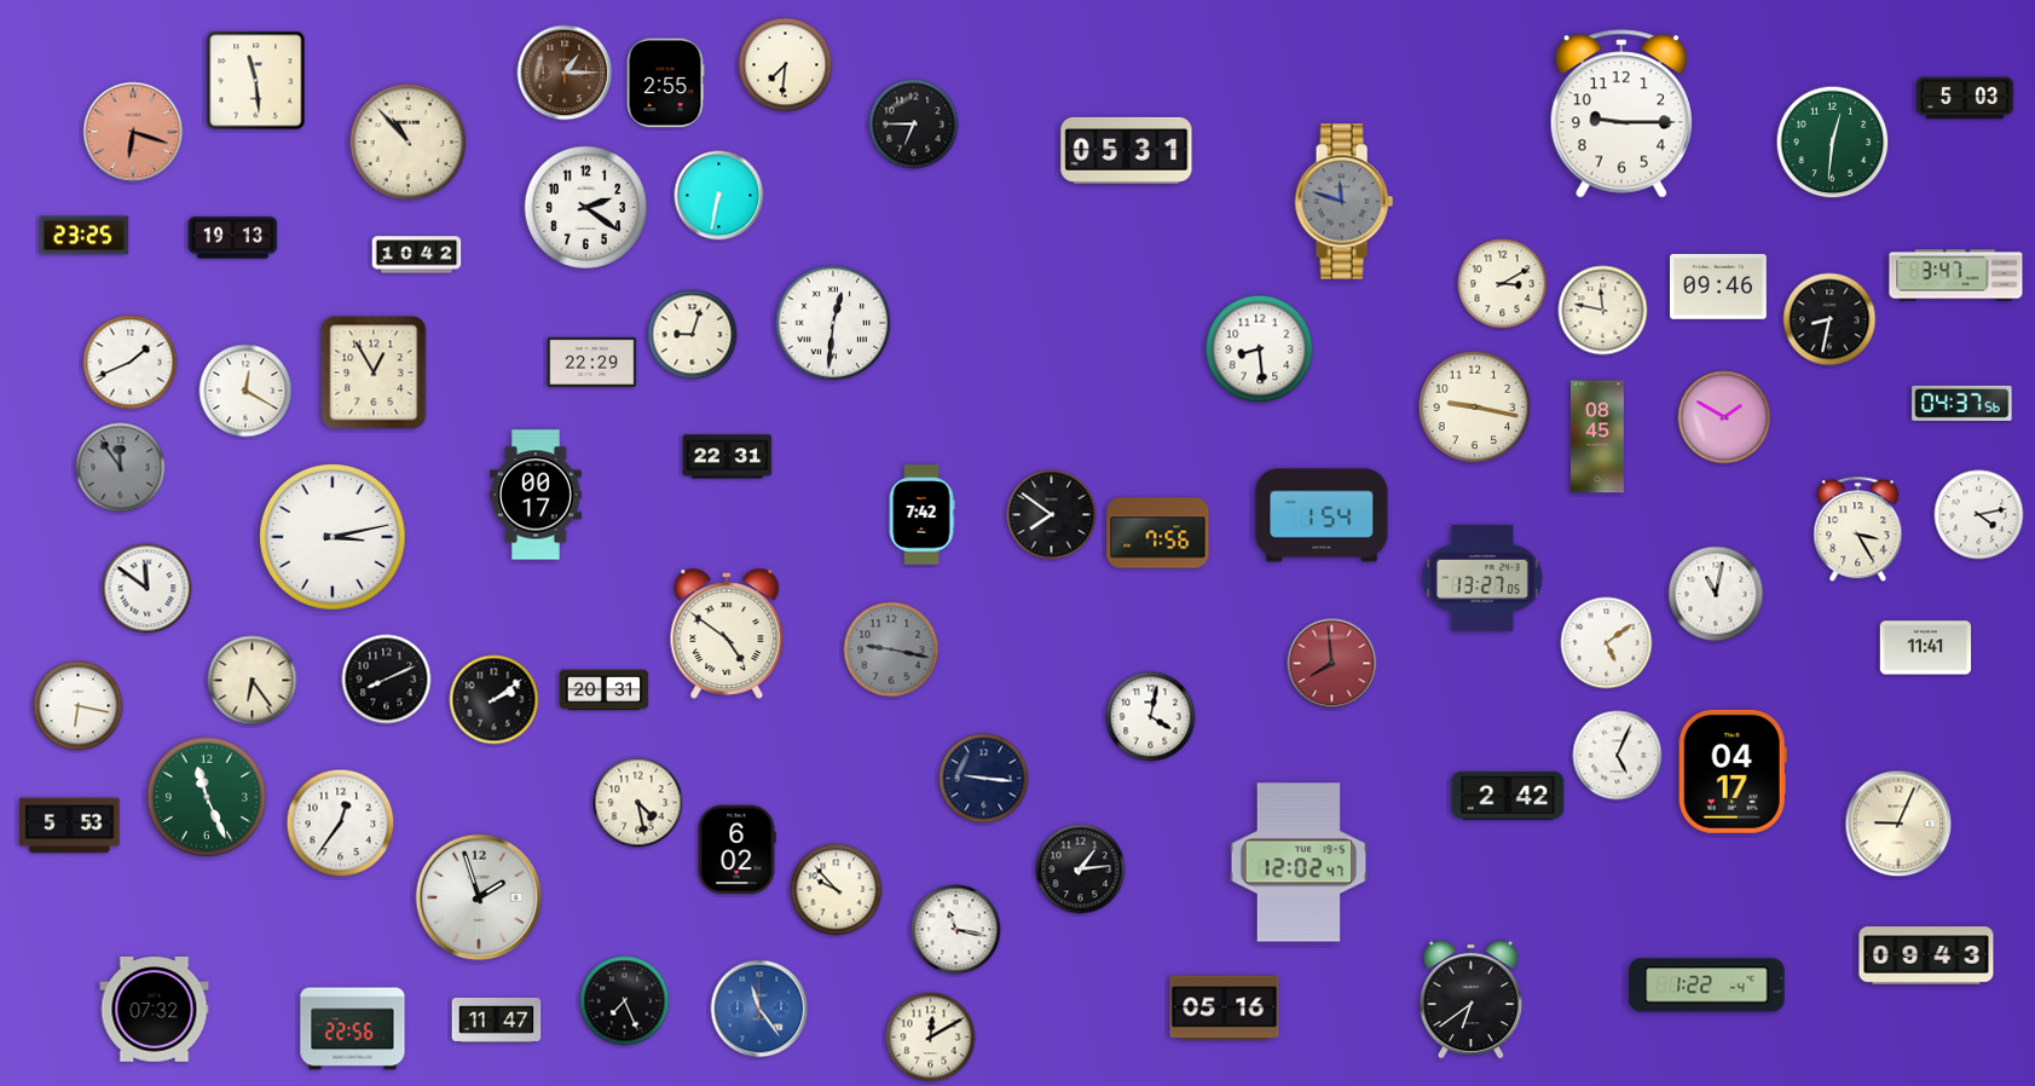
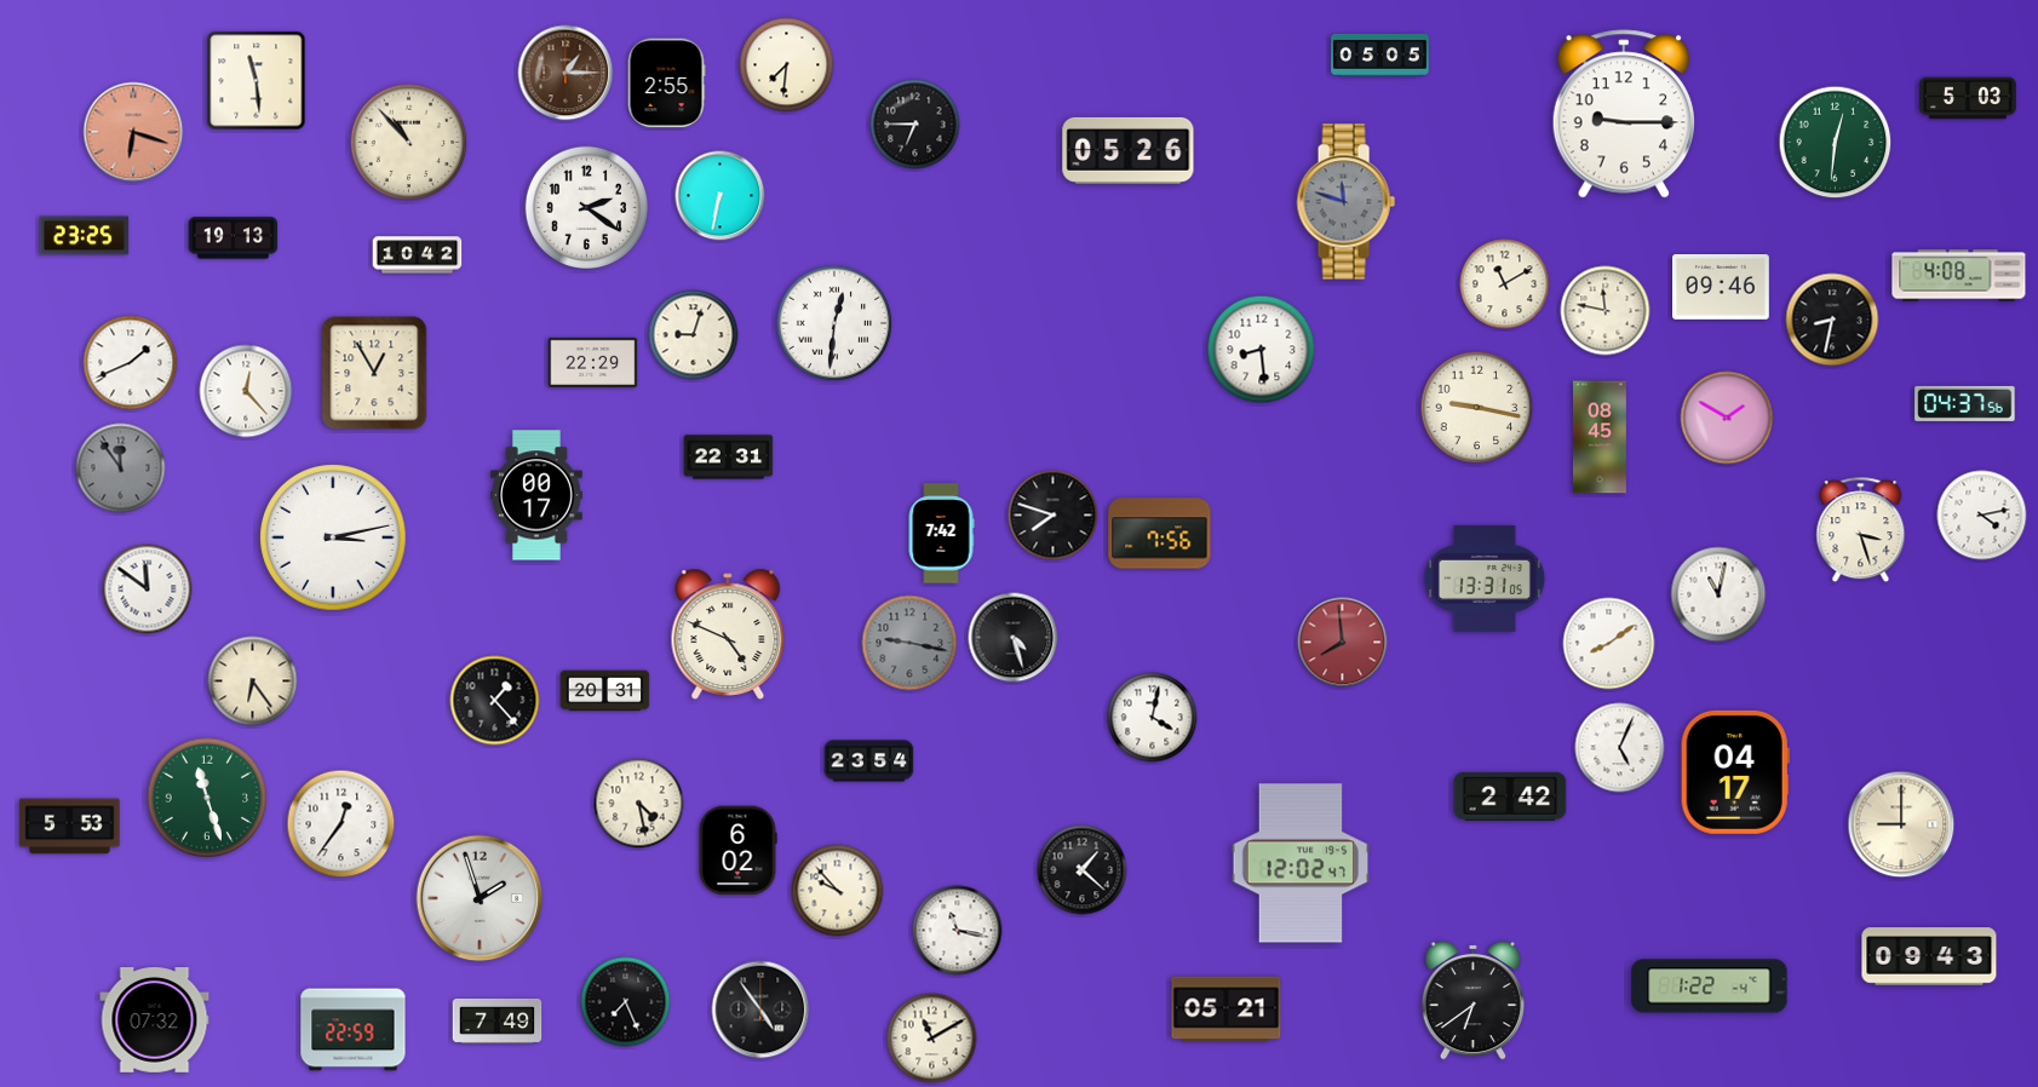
clock at (1380, 54): none -> 05:05
clock at (1127, 150): 05:31 -> 05:26
clock at (1956, 276): 3:47 -> 4:08
clock at (1503, 284): 3:10 -> 11:10
clock at (245, 391): 12:20 -> 12:23
clock at (921, 515) position: (921, 515) -> (941, 534)
clock at (1052, 515): 7:51 -> 7:48
clock at (1322, 515): 1:54 -> none
clock at (1858, 530): 3:25 -> 3:27
clock at (1482, 578): 13:27 -> 13:31
clock at (727, 634): 4:51 -> 4:49
clock at (1014, 638): none -> 4:27
clock at (1607, 643): 5:09 -> 8:09
clock at (1926, 648): 11:41 -> none
clock at (891, 649) position: (891, 649) -> (909, 643)
clock at (1332, 664) position: (1332, 664) -> (1343, 643)
clock at (387, 680): 8:11 -> none
clock at (495, 700): 2:09 -> 1:23
clock at (79, 706): 6:17 -> none
clock at (1618, 756) position: (1618, 756) -> (1620, 748)
clock at (869, 761): none -> 23:54
clock at (984, 779): 9:16 -> none
clock at (207, 797): 11:26 -> 11:27
clock at (1898, 824): 9:04 -> 9:00
clock at (1081, 870): 1:14 -> 1:22
clock at (759, 1009): 11:24 -> 4:54
clock at (759, 1009) dial: blue -> black
clock at (1225, 1009): 05:16 -> 05:21
clock at (155, 1010) position: (155, 1010) -> (155, 1020)
clock at (497, 1019): 11:47 -> 7:49
clock at (353, 1029): 22:56 -> 22:59
clock at (931, 1038): 12:10 -> 11:10
